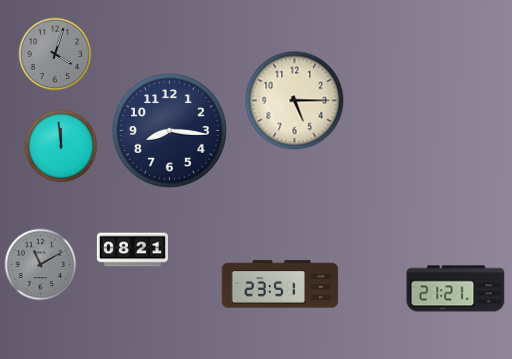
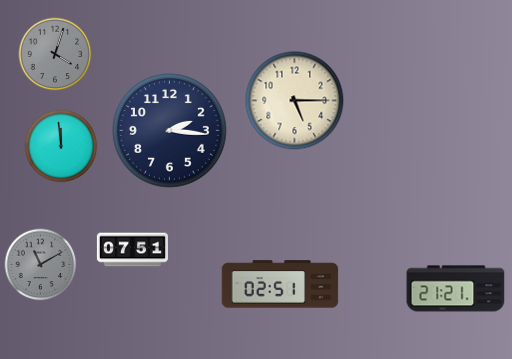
clock at (170, 131): 8:16 -> 2:16
clock at (132, 250): 08:21 -> 07:51
clock at (280, 284): 23:51 -> 02:51
